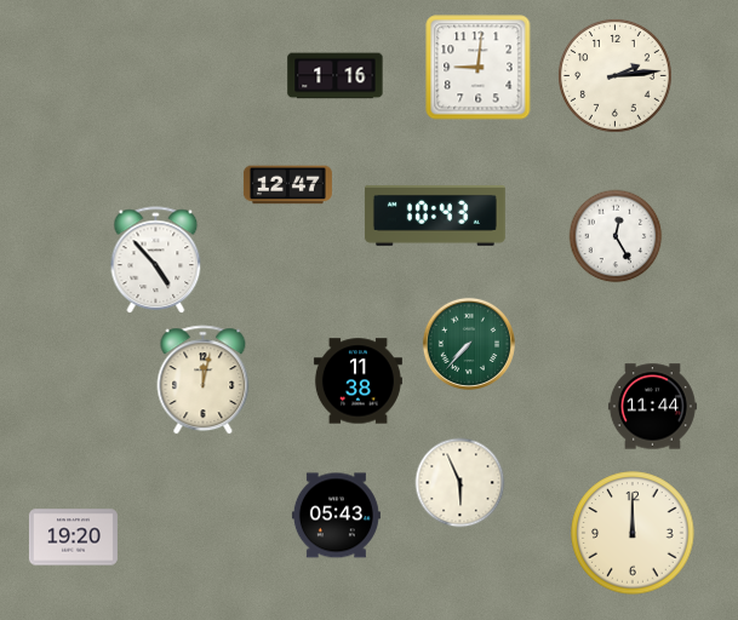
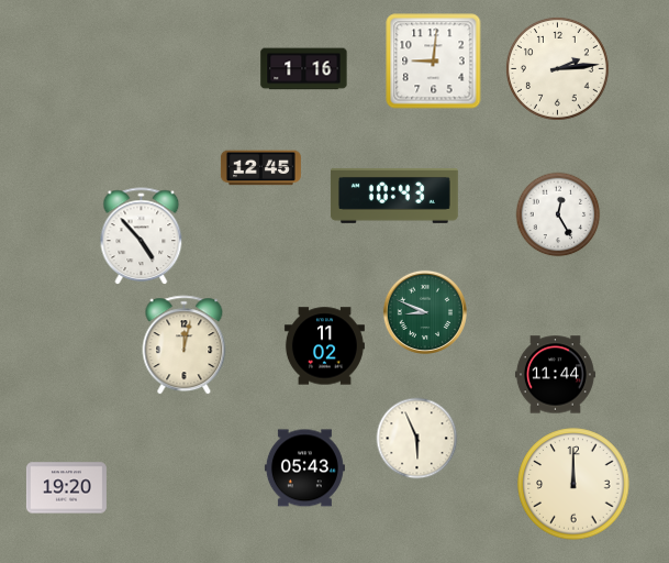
clock at (287, 185): 12:47 -> 12:45
clock at (469, 344): 7:37 -> 8:49
clock at (357, 381): 11:38 -> 11:02
clock at (652, 407) position: (652, 407) -> (555, 375)
